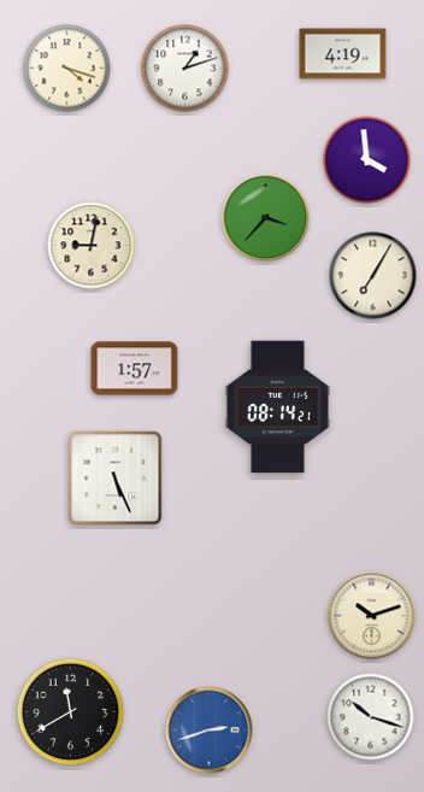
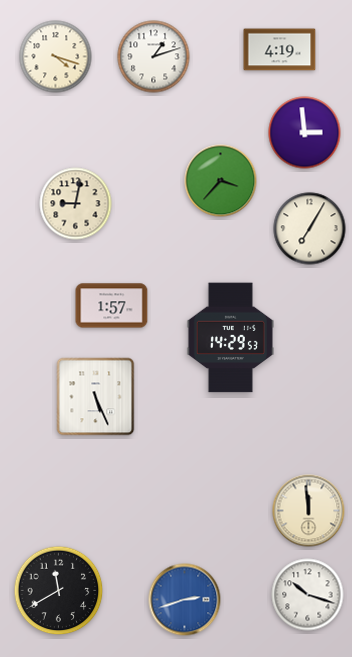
clock at (343, 54) position: (343, 54) -> (280, 50)
clock at (367, 160): 3:59 -> 2:59
clock at (277, 407): 08:14 -> 14:29
clock at (372, 616): 10:12 -> 11:59
clock at (210, 731) position: (210, 731) -> (185, 600)
